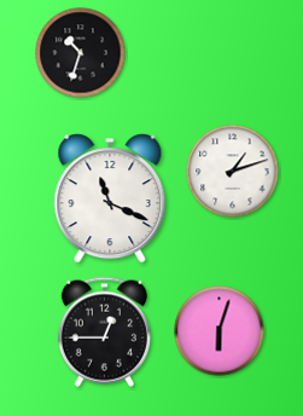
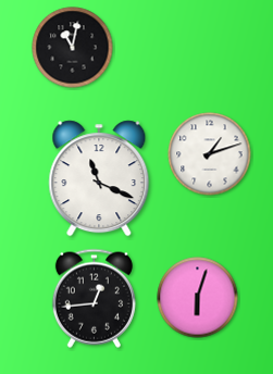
clock at (81, 53): 10:33 -> 11:02
clock at (104, 331): 12:45 -> 12:44
